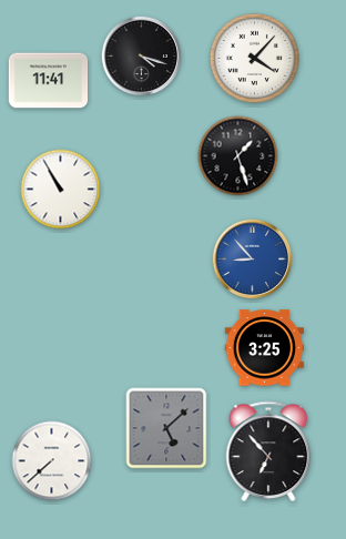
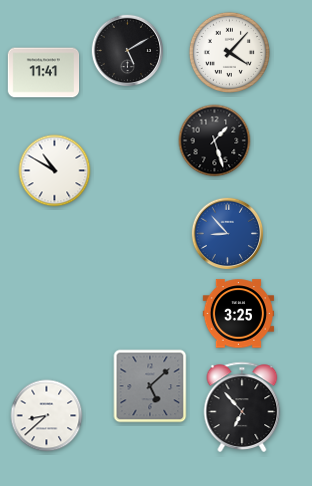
clock at (142, 57): 4:18 -> 5:10
clock at (61, 190): 10:55 -> 10:50
clock at (52, 461): 7:38 -> 8:38
